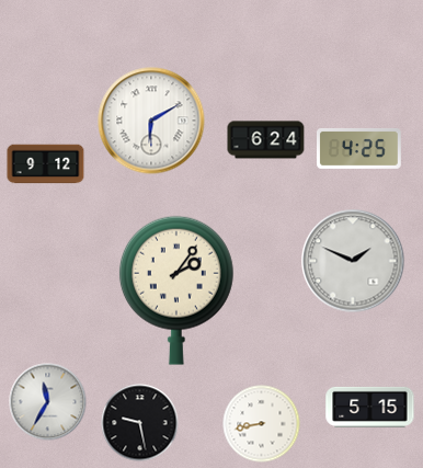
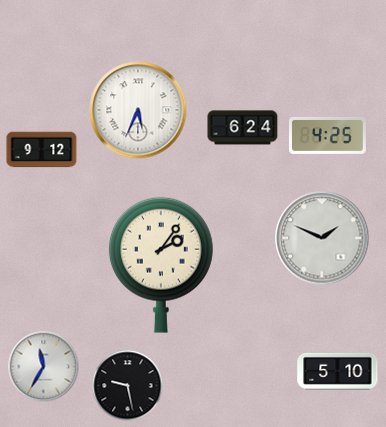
clock at (151, 121): 6:10 -> 5:34
clock at (370, 407): 5:15 -> 5:10
clock at (262, 424): 8:43 -> none
